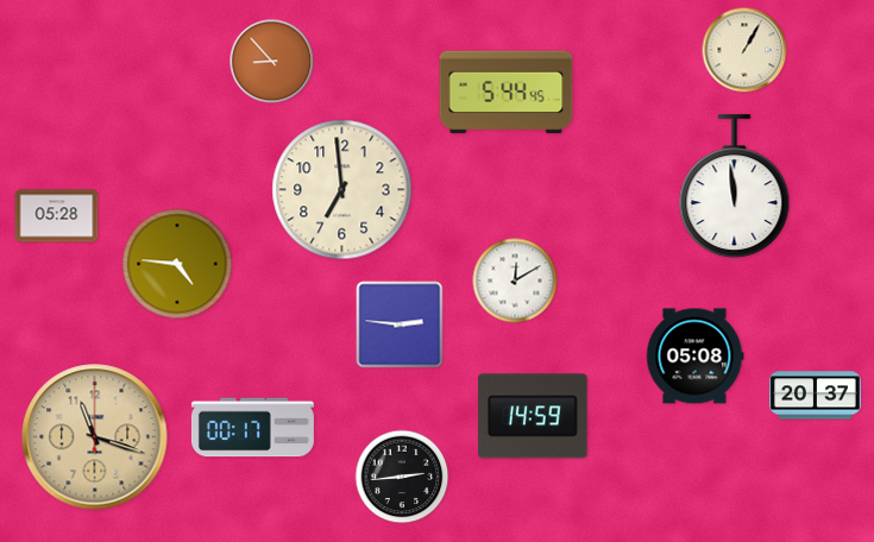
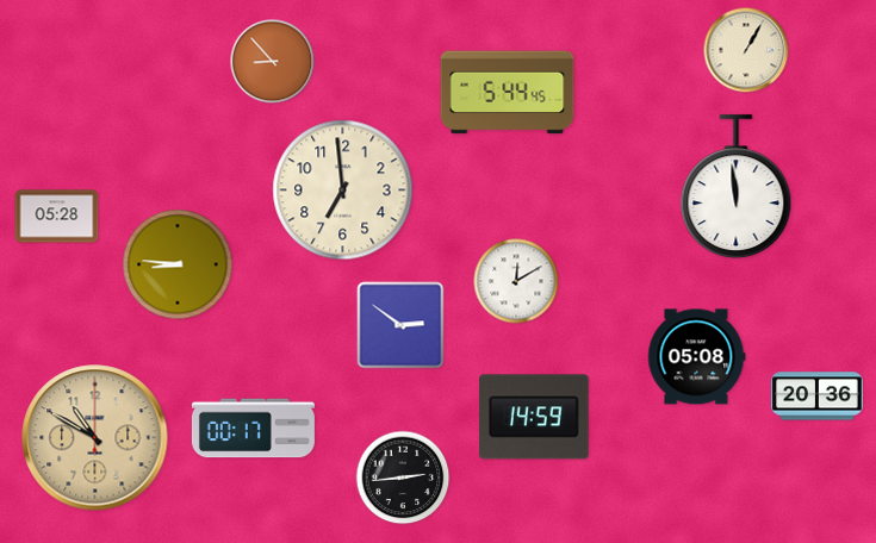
clock at (177, 264): 4:46 -> 8:46
clock at (400, 324): 2:46 -> 2:51
clock at (816, 396): 20:37 -> 20:36
clock at (95, 437): 11:18 -> 10:50
